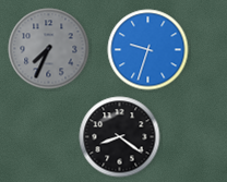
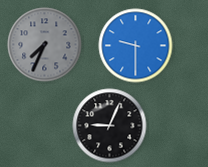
clock at (148, 50): 9:33 -> 9:30
clock at (120, 137): 8:21 -> 9:04
